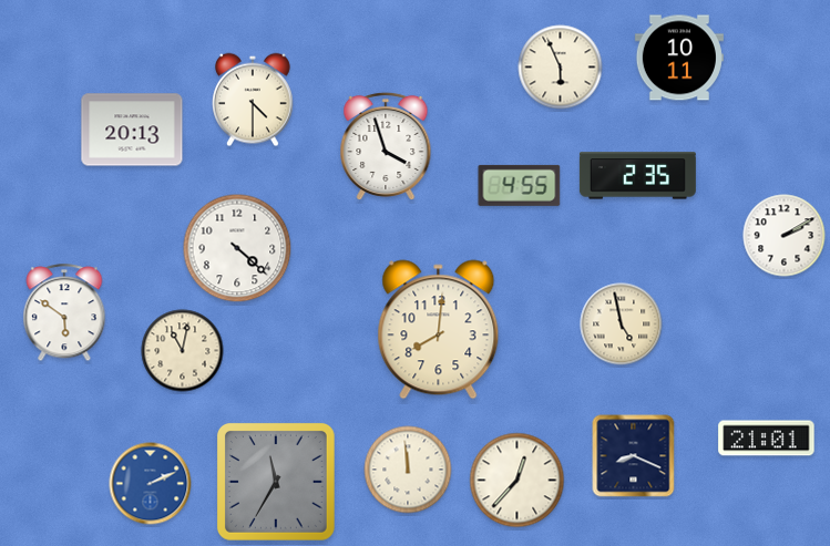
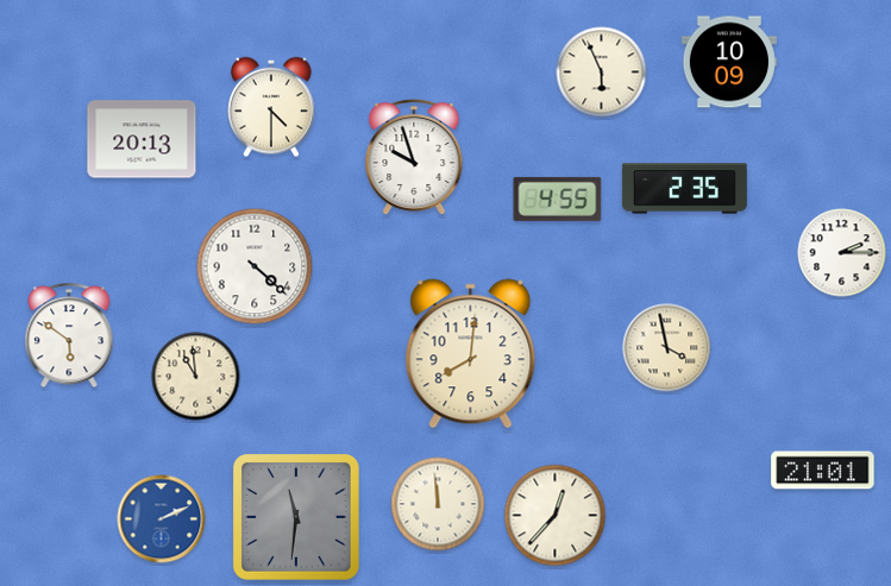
clock at (679, 58): 10:11 -> 10:09
clock at (386, 146): 3:57 -> 9:57
clock at (785, 236): 2:10 -> 2:15
clock at (622, 324): 4:58 -> 3:58
clock at (183, 351): 11:02 -> 10:59
clock at (634, 456): 8:19 -> none
clock at (276, 482): 11:35 -> 11:31
